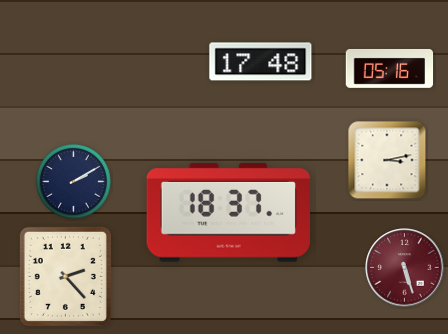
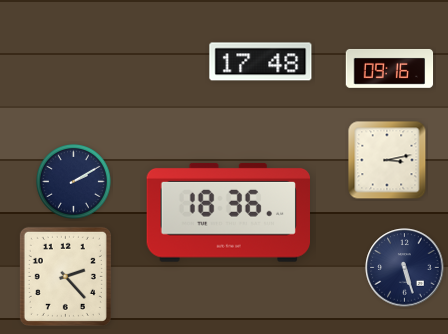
clock at (390, 68): 05:16 -> 09:16
clock at (228, 212): 18:37 -> 18:36
clock at (405, 268) dial: burgundy -> navy
